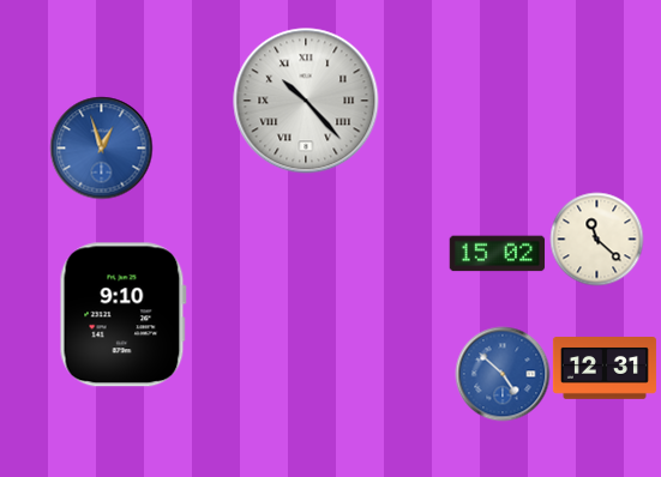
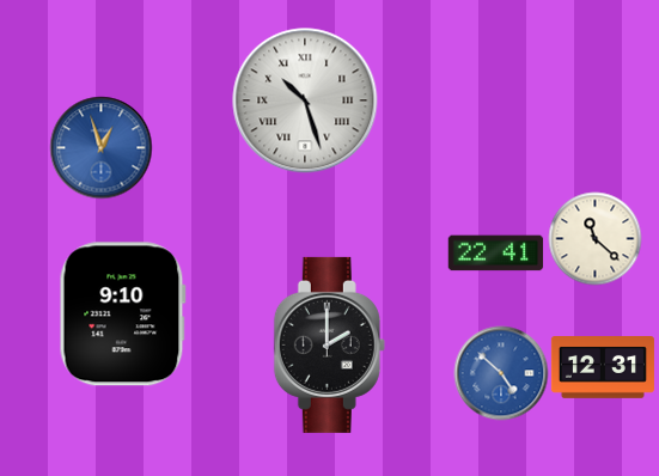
clock at (306, 101): 10:23 -> 10:27
clock at (497, 254): 15:02 -> 22:41
clock at (329, 344): none -> 2:00
